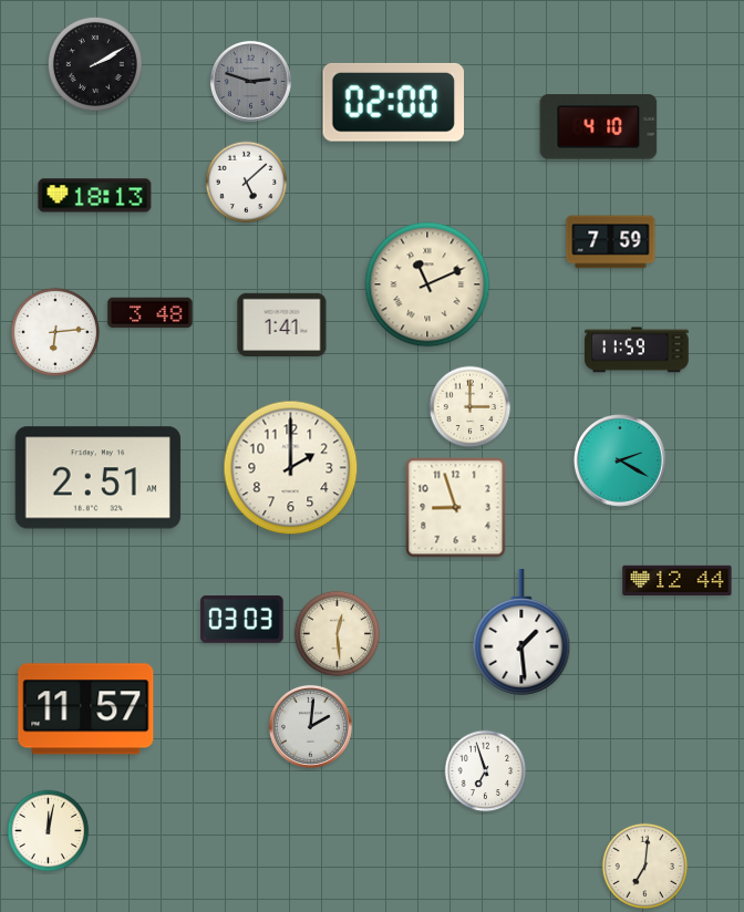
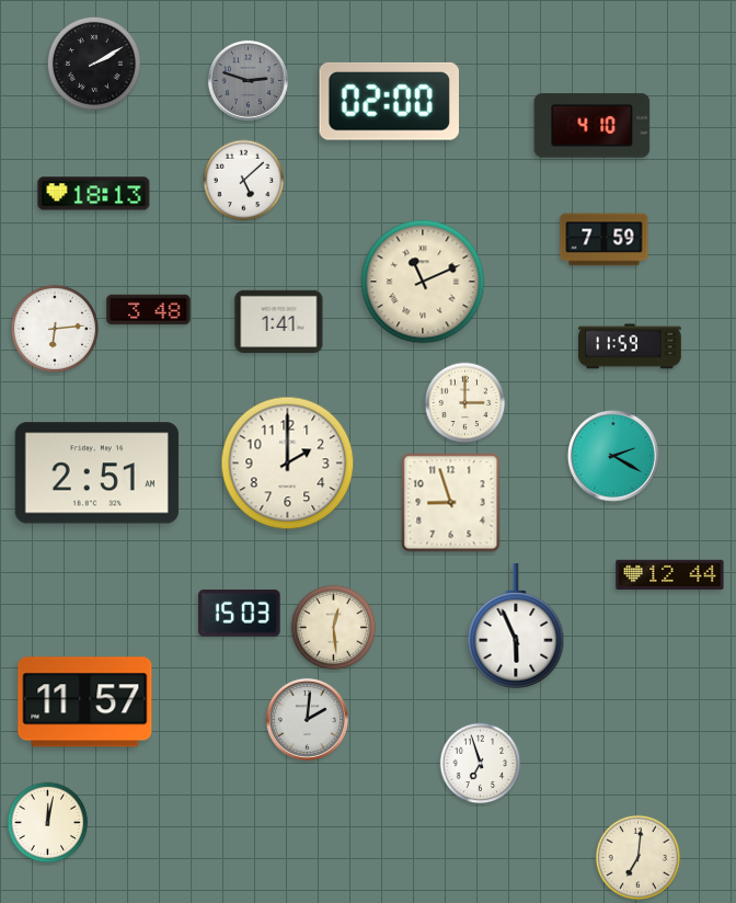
clock at (242, 620): 03:03 -> 15:03
clock at (521, 633): 1:29 -> 5:56
